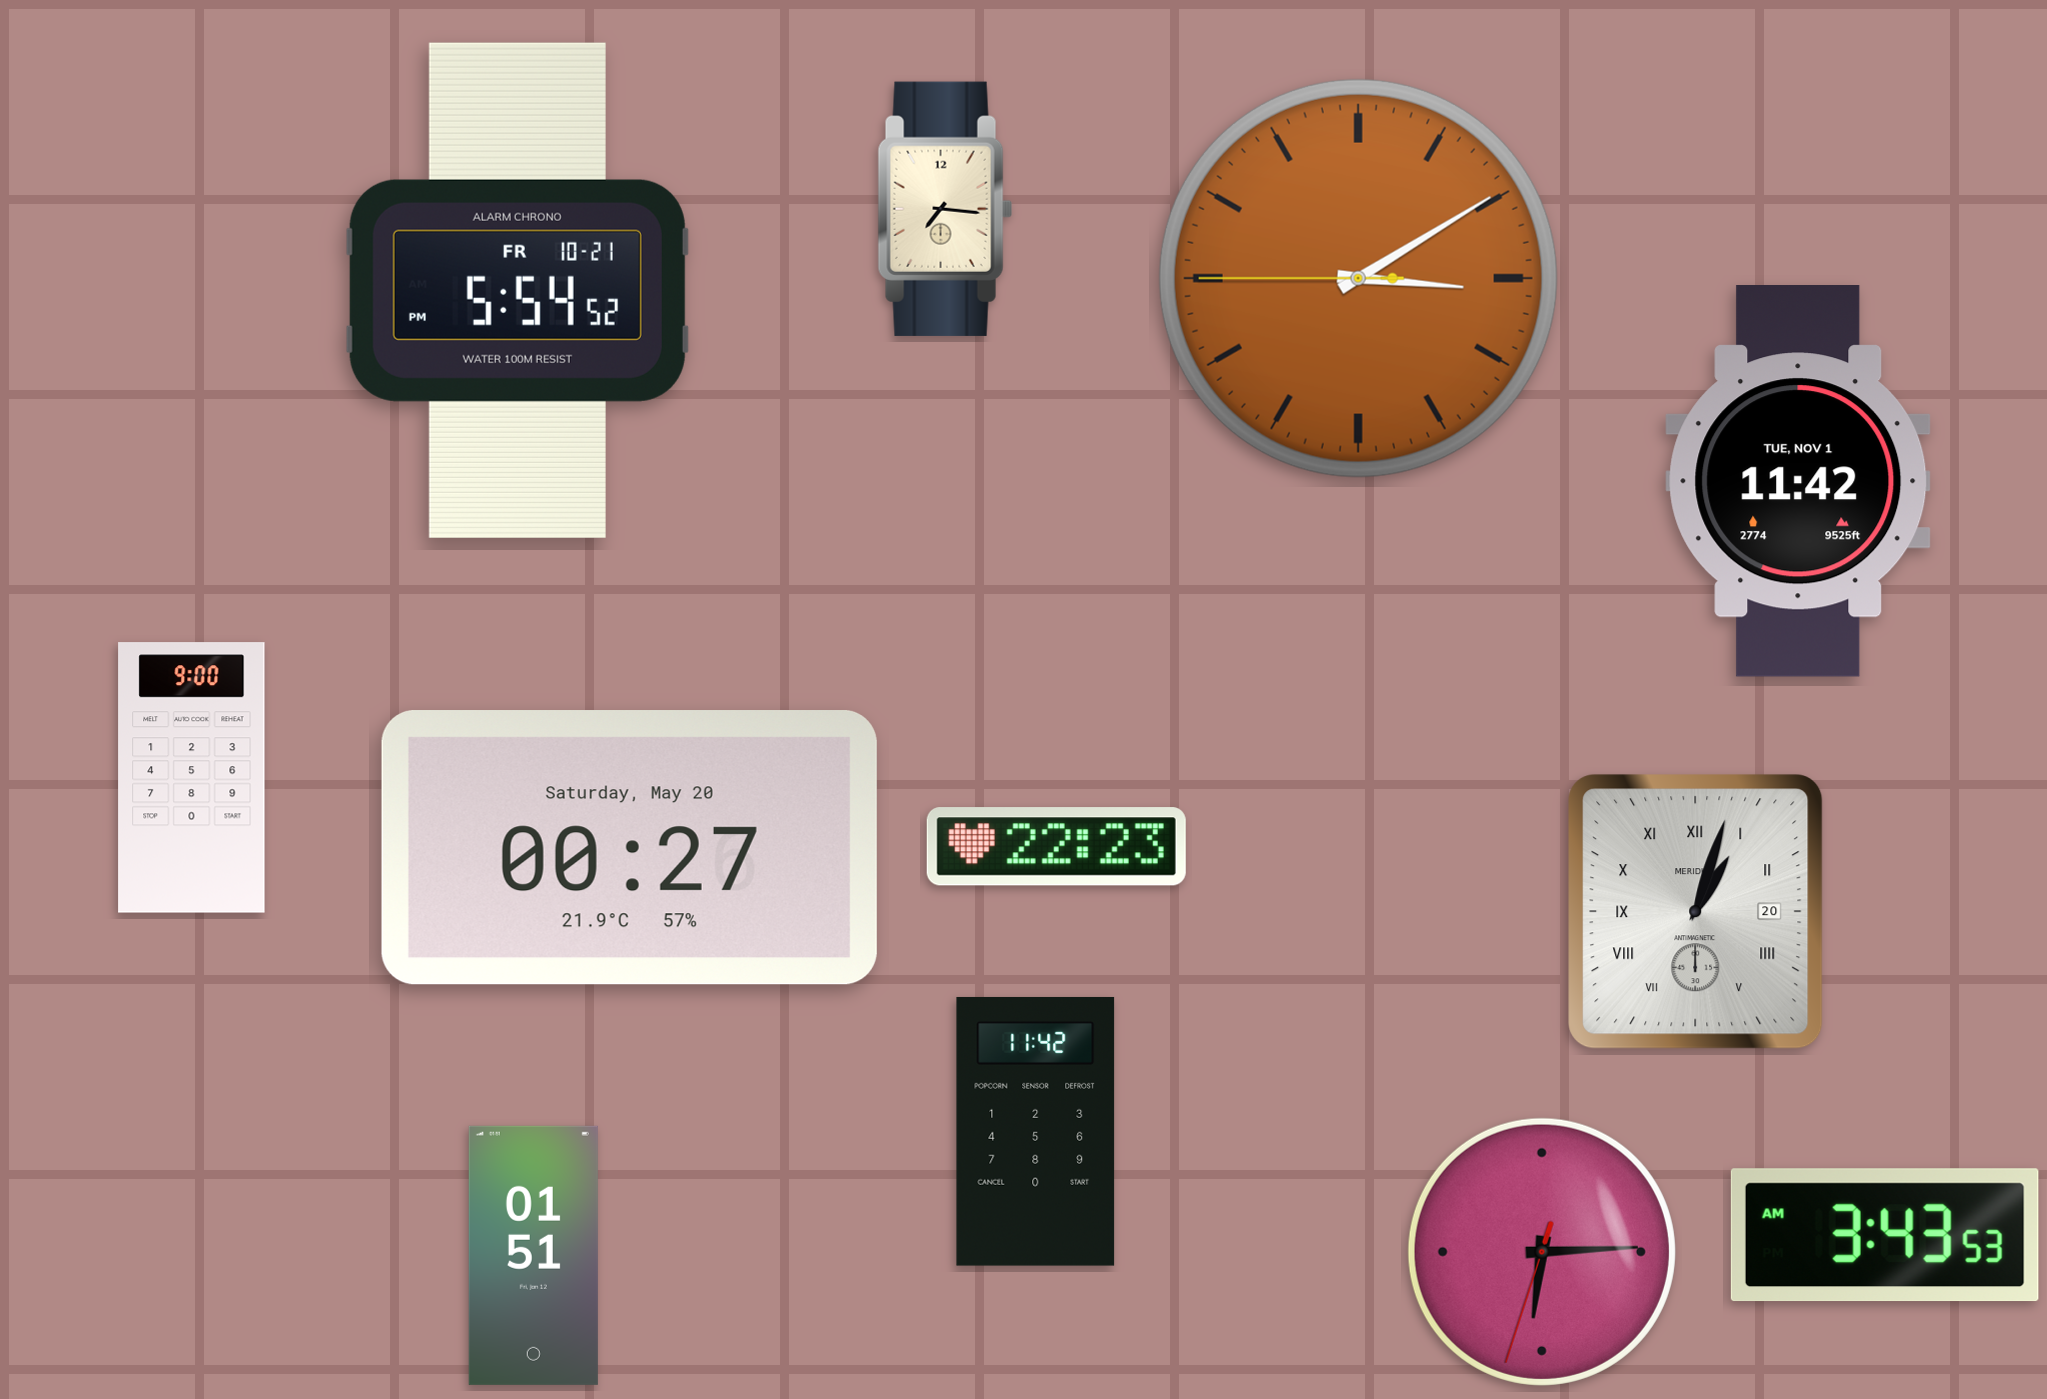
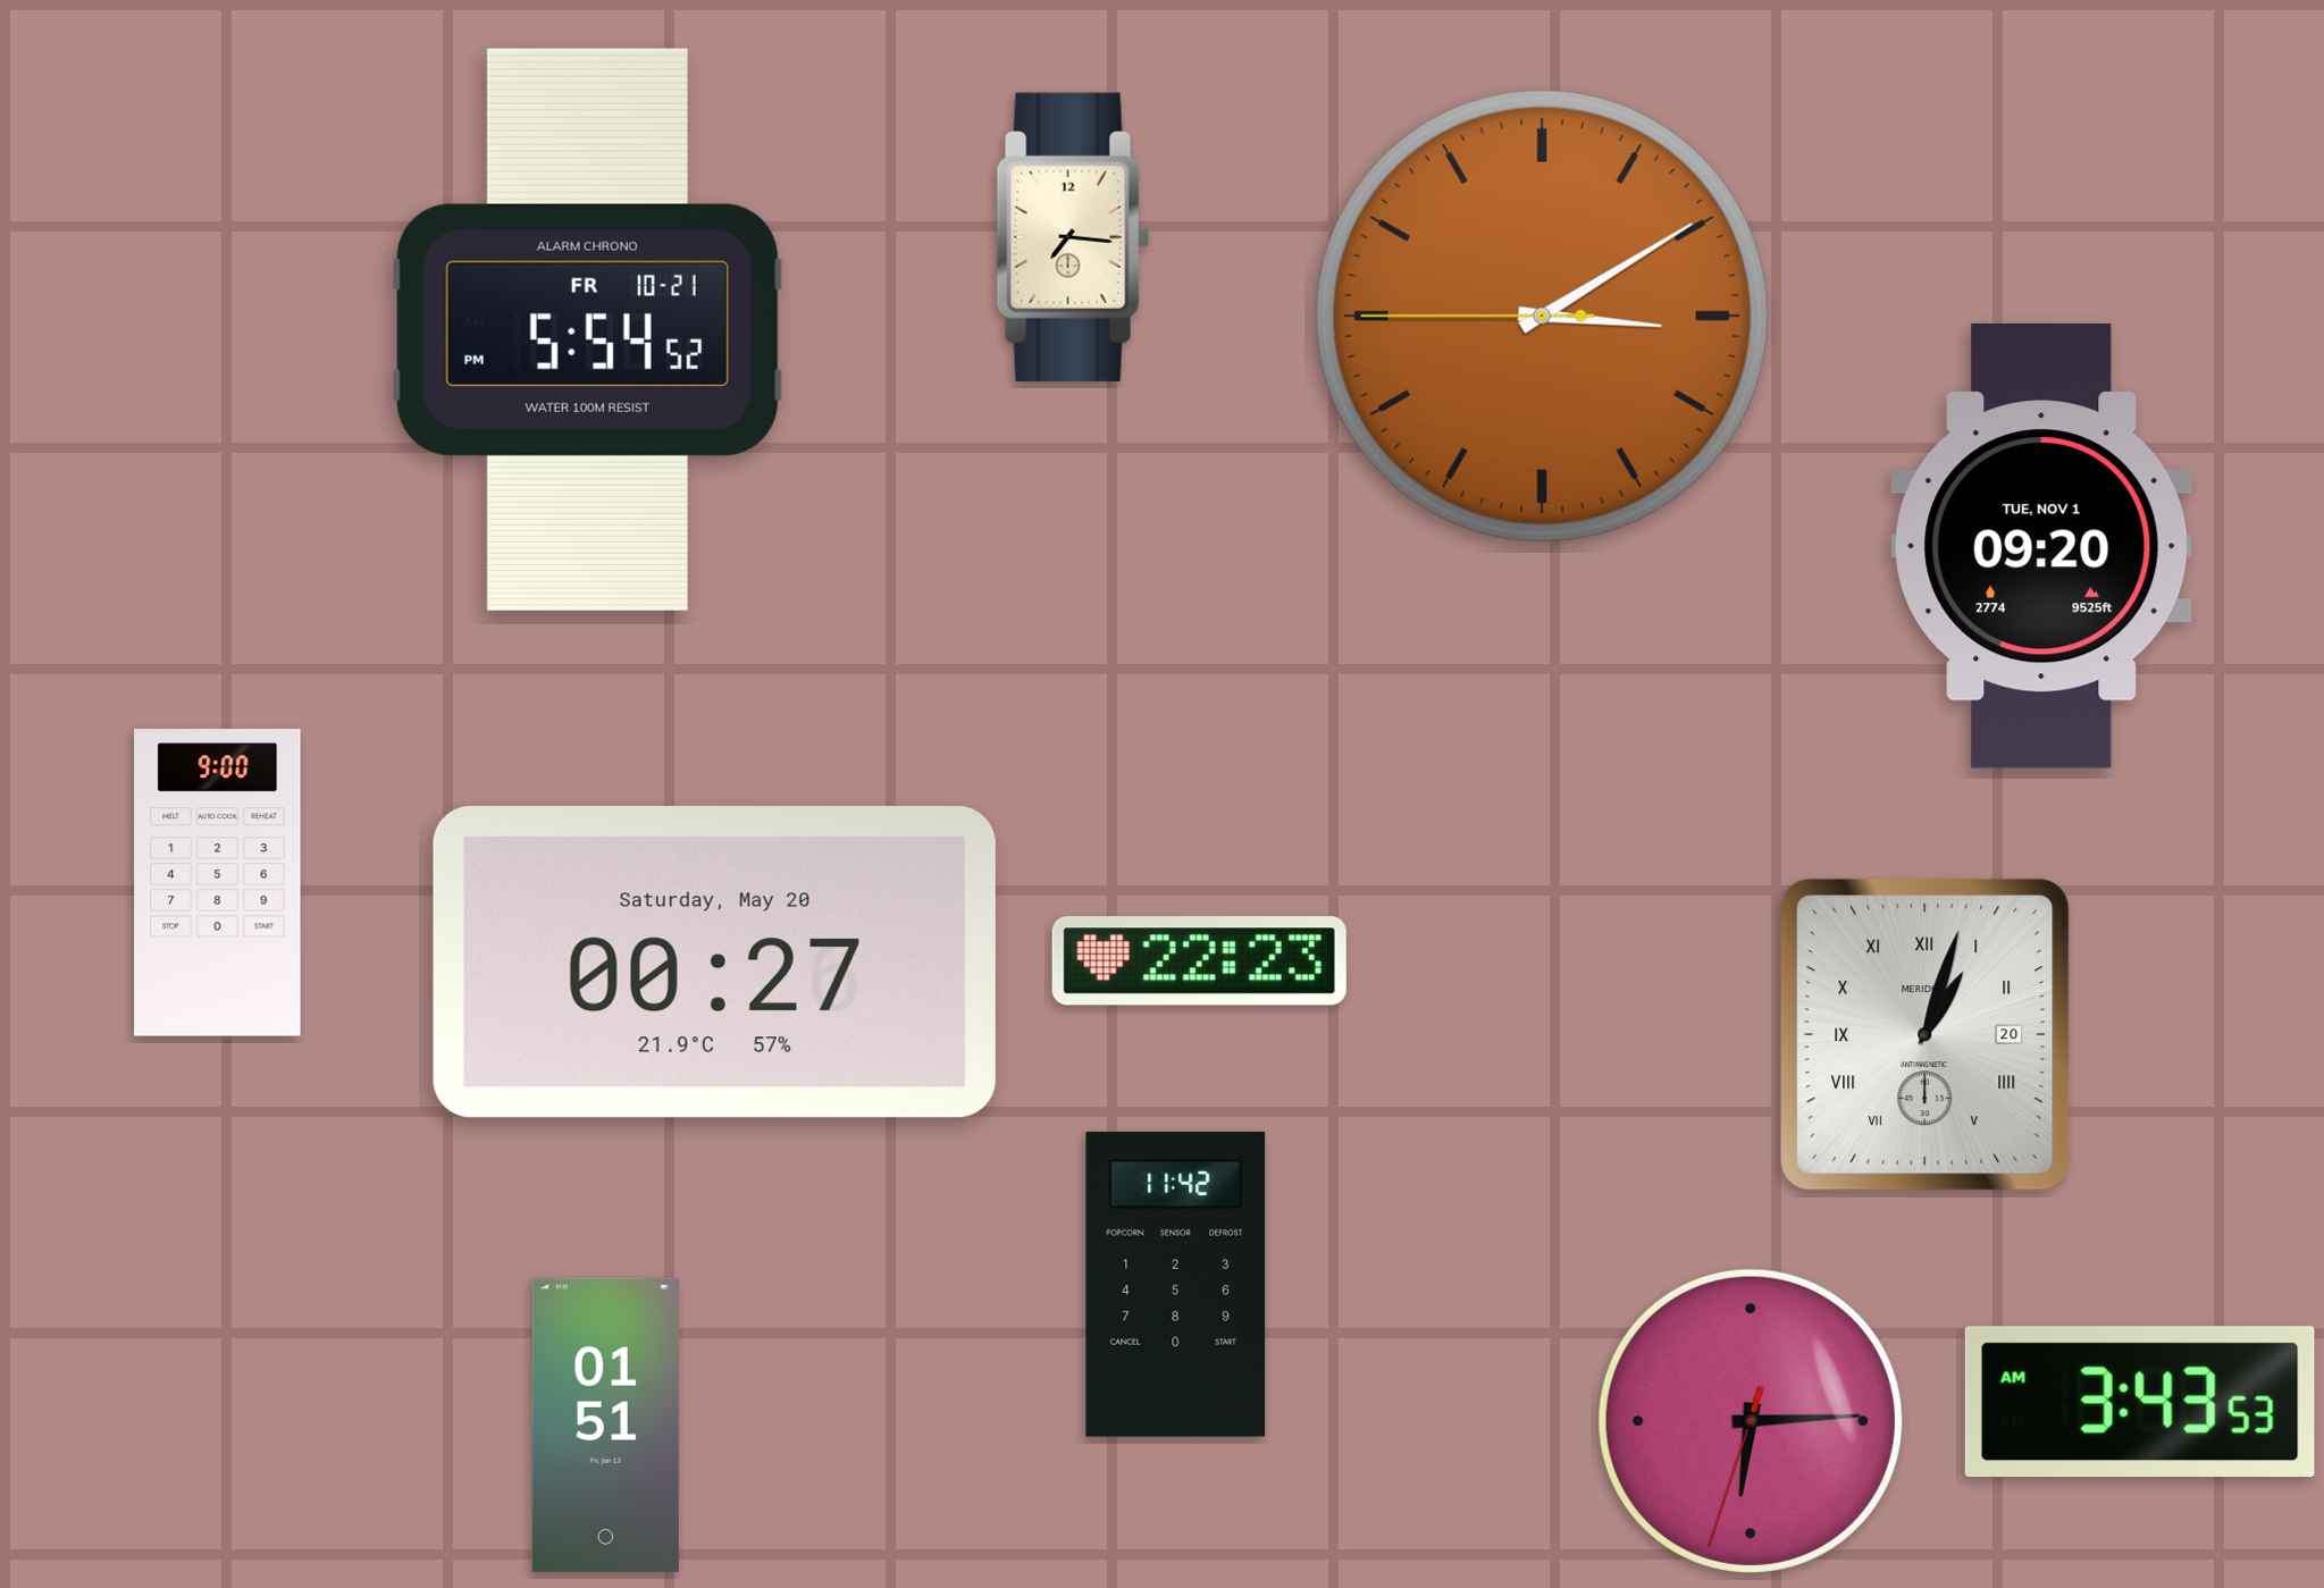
clock at (1798, 482): 11:42 -> 09:20
